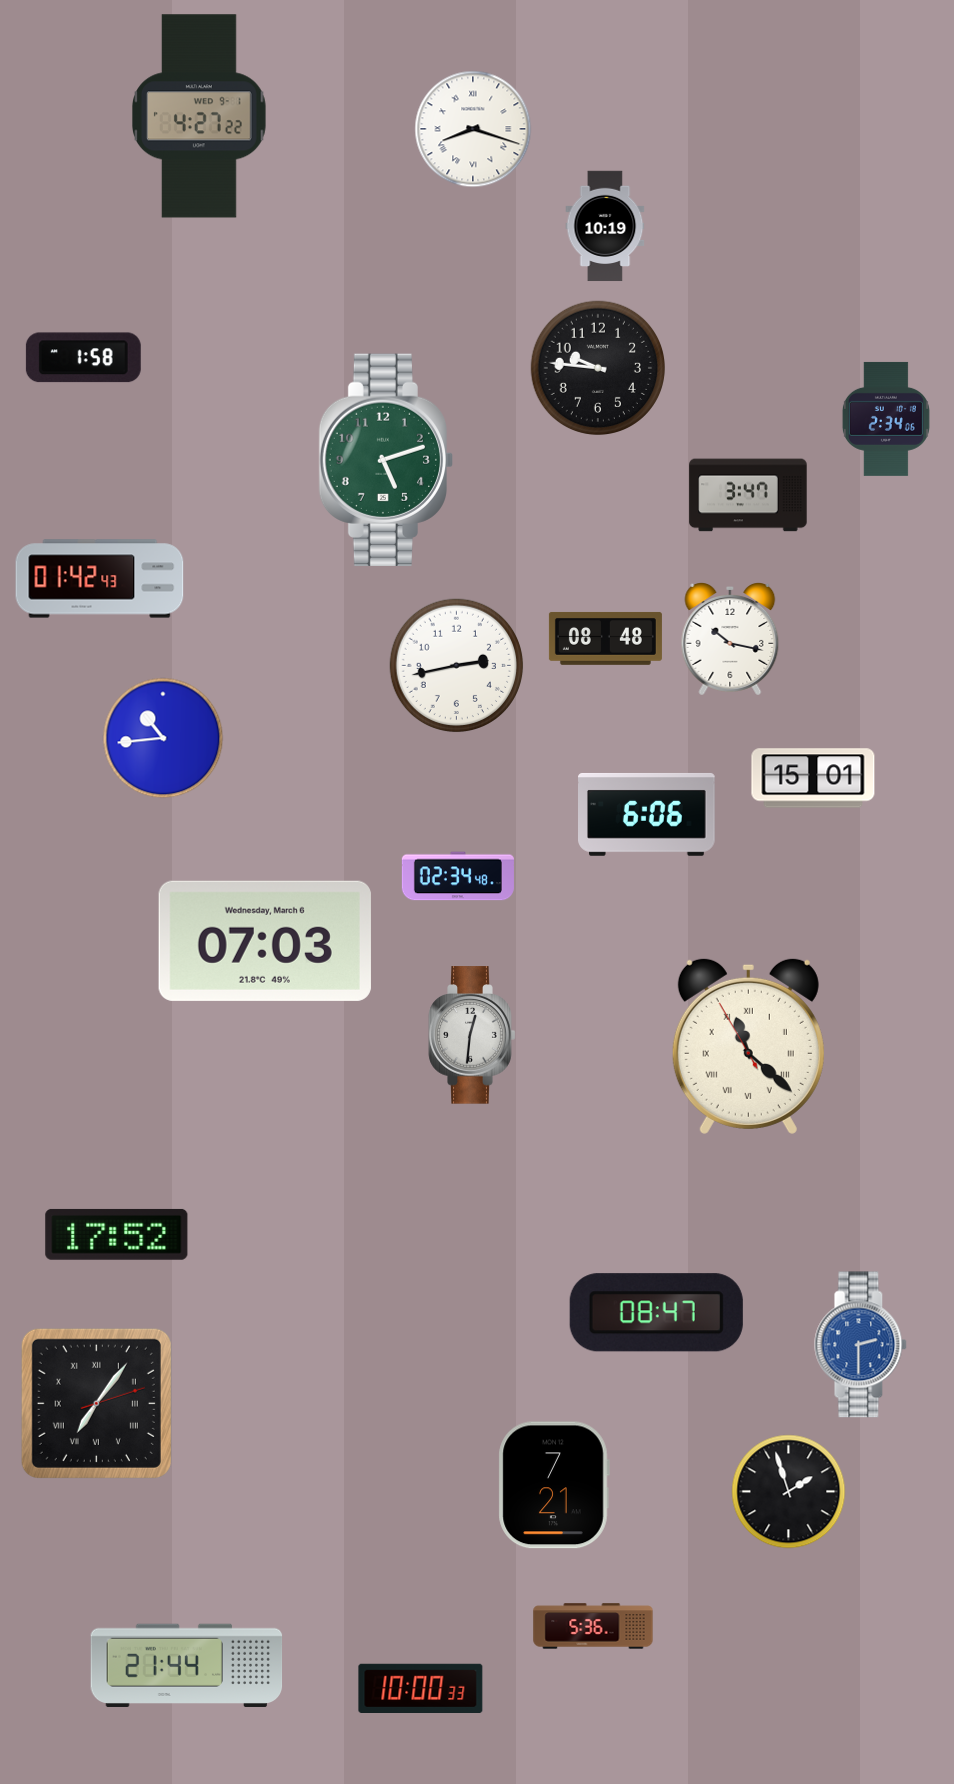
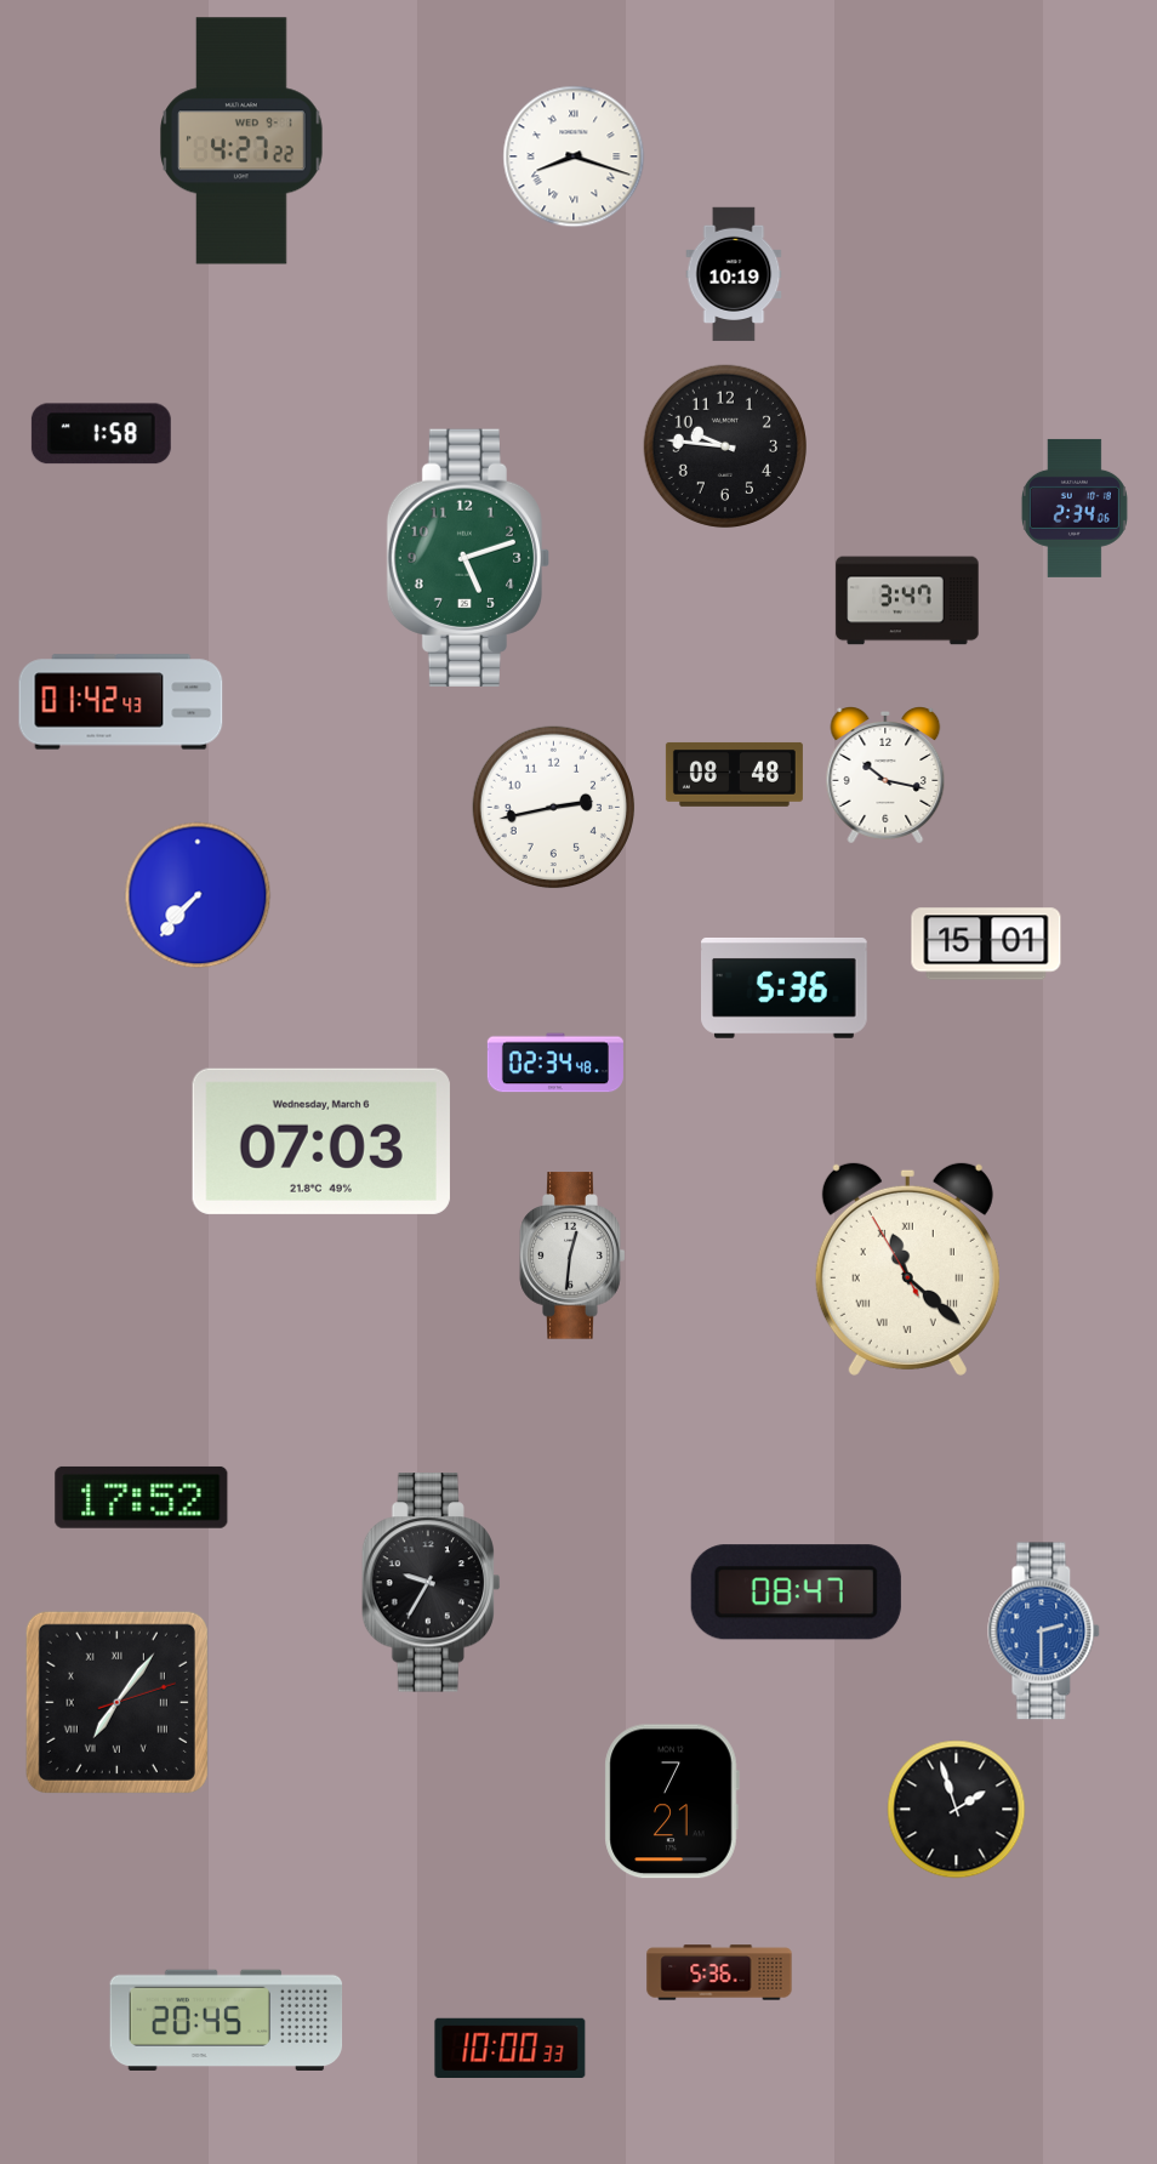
clock at (163, 738): 10:44 -> 7:37
clock at (647, 814): 6:06 -> 5:36
clock at (431, 1583): none -> 9:35
clock at (187, 1665): 21:44 -> 20:45
